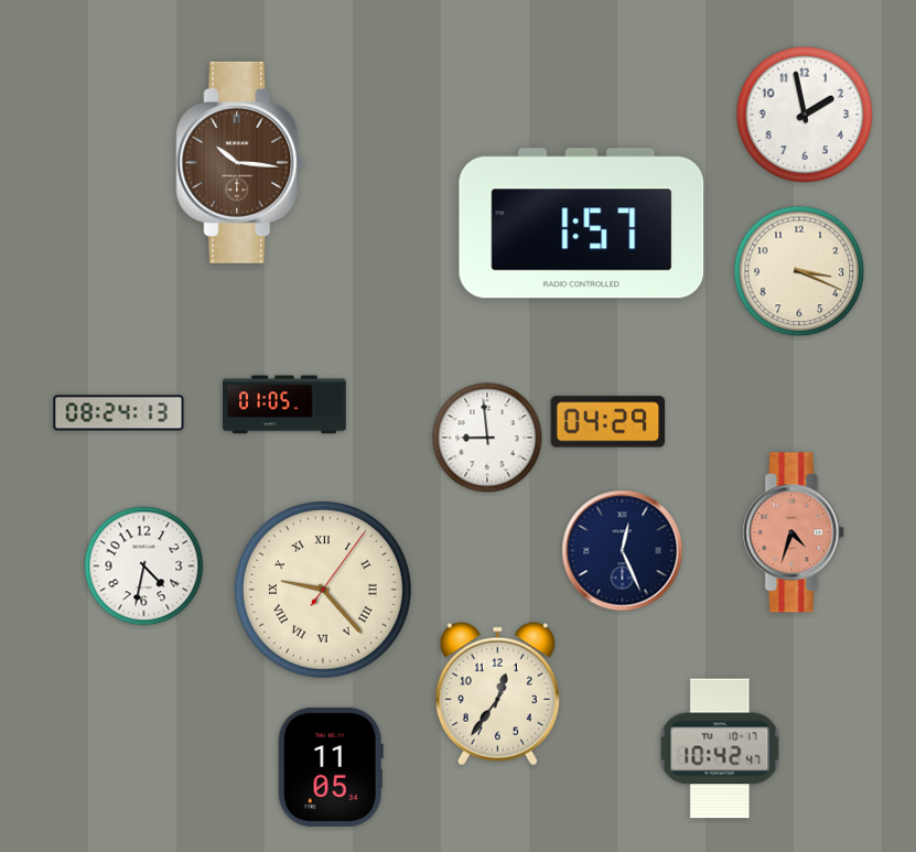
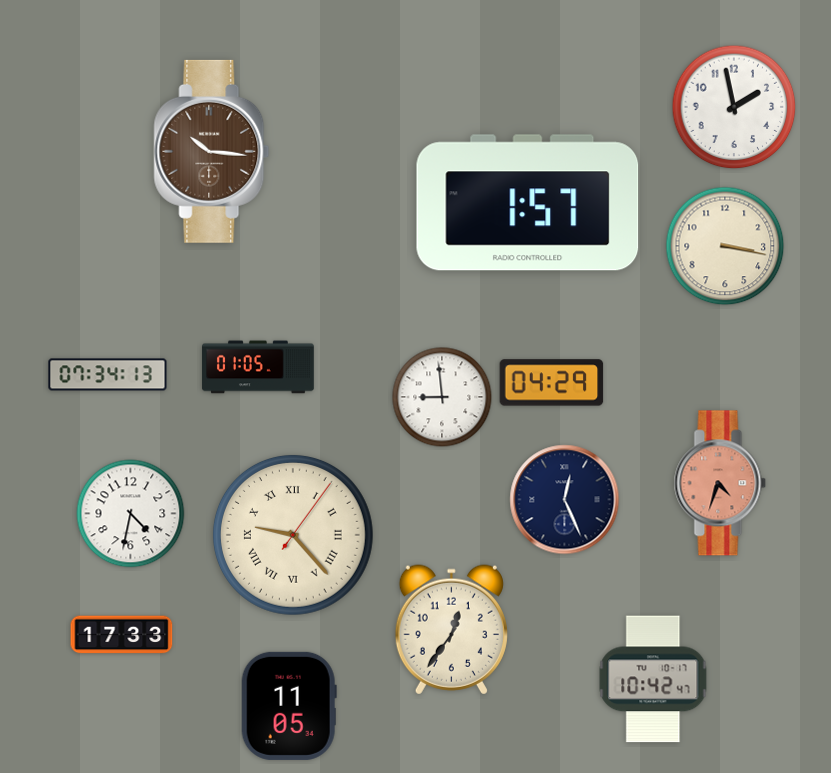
clock at (805, 115) position: (805, 115) -> (734, 107)
clock at (240, 162) position: (240, 162) -> (212, 151)
clock at (799, 271): 3:19 -> 3:17
clock at (119, 413): 08:24 -> 07:34
clock at (122, 635): none -> 17:33
clock at (331, 767) position: (331, 767) -> (289, 706)
